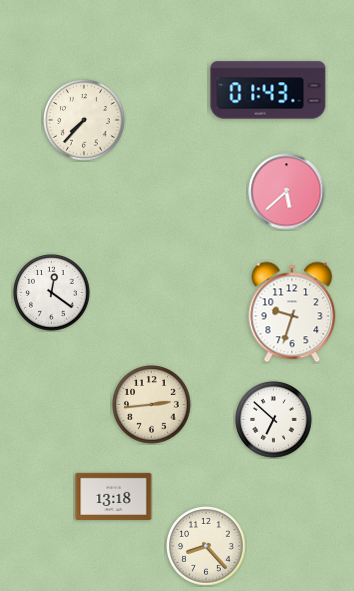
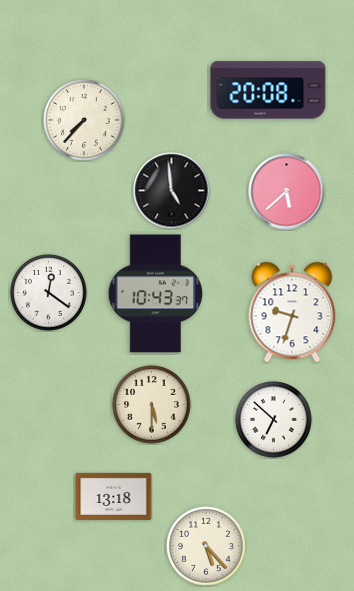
clock at (268, 90): 01:43 -> 20:08
clock at (172, 191): none -> 4:59
clock at (52, 293) position: (52, 293) -> (49, 293)
clock at (155, 294): none -> 10:43
clock at (152, 405): 2:44 -> 5:30
clock at (206, 546): 8:23 -> 5:23
